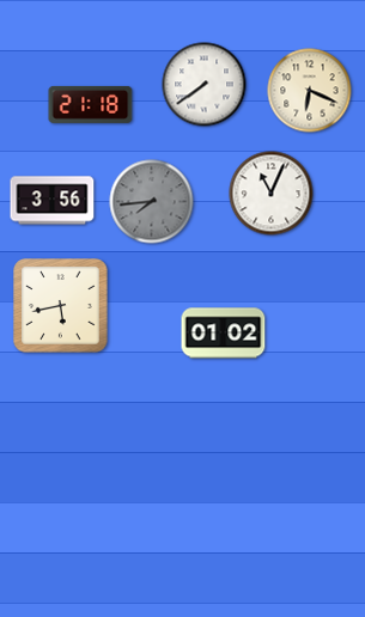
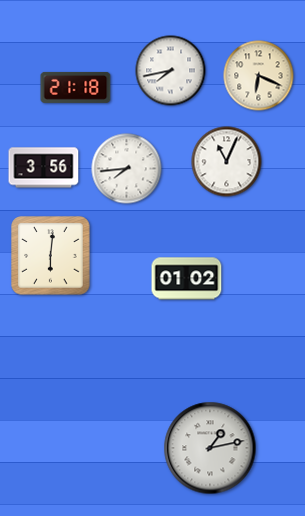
clock at (205, 85): 7:39 -> 7:43
clock at (152, 202) dial: grey -> white
clock at (61, 306): 5:43 -> 6:01
clock at (210, 448): none -> 1:13
